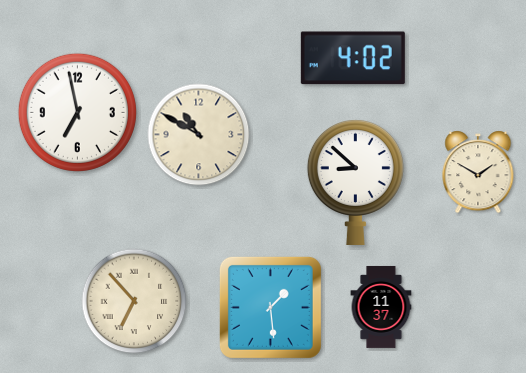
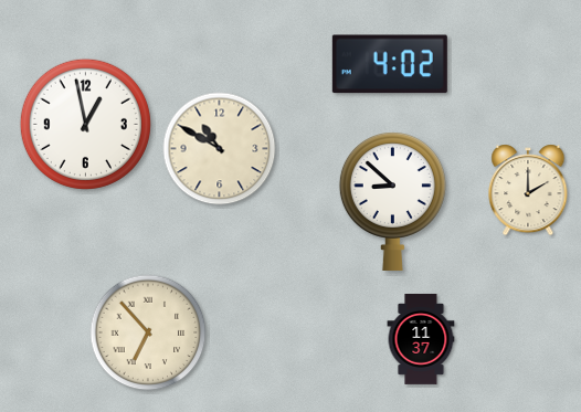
clock at (77, 112): 6:58 -> 12:58
clock at (478, 172): 1:50 -> 2:00
clock at (270, 307): 1:29 -> none
